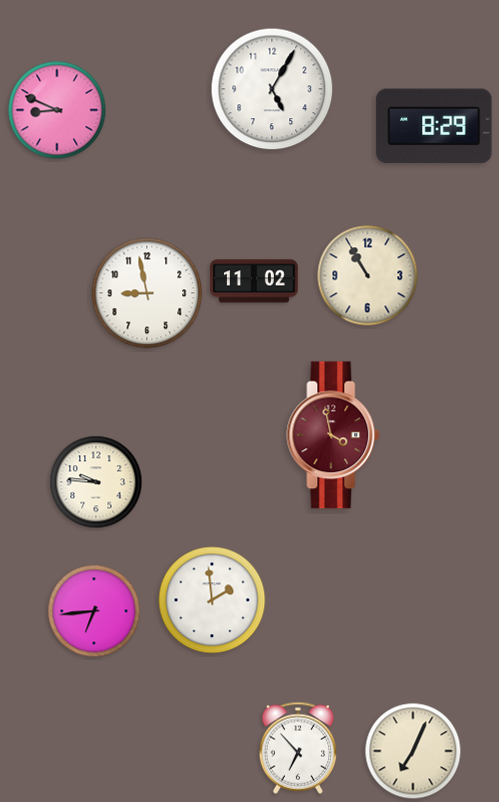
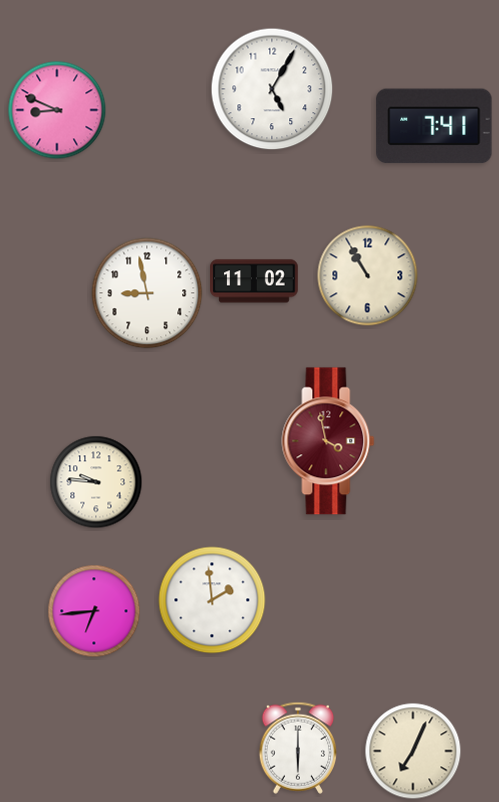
clock at (434, 126): 8:29 -> 7:41
clock at (333, 435) position: (333, 435) -> (328, 441)
clock at (298, 748): 6:53 -> 6:00
